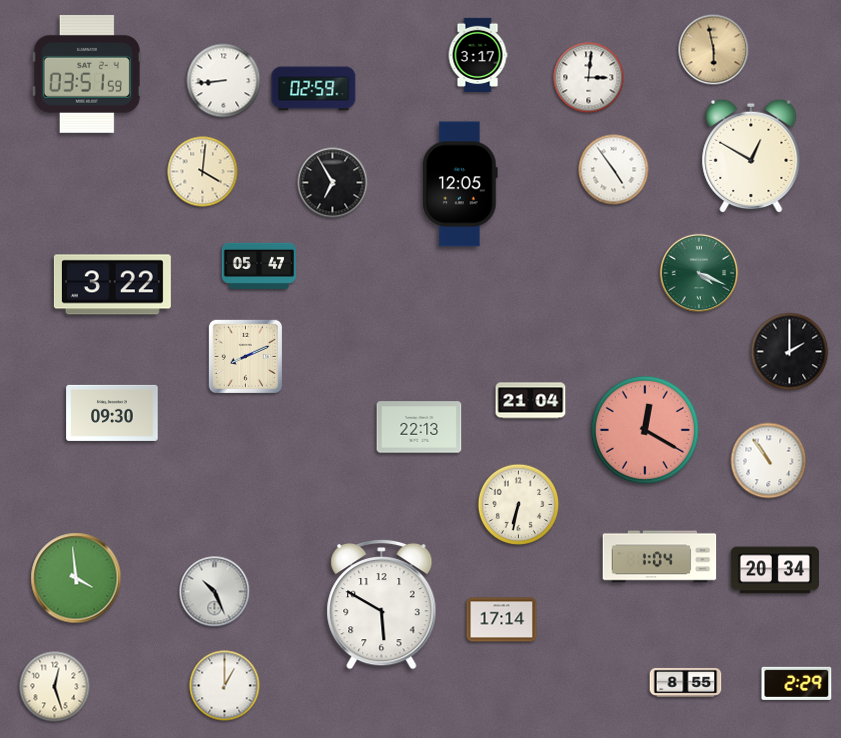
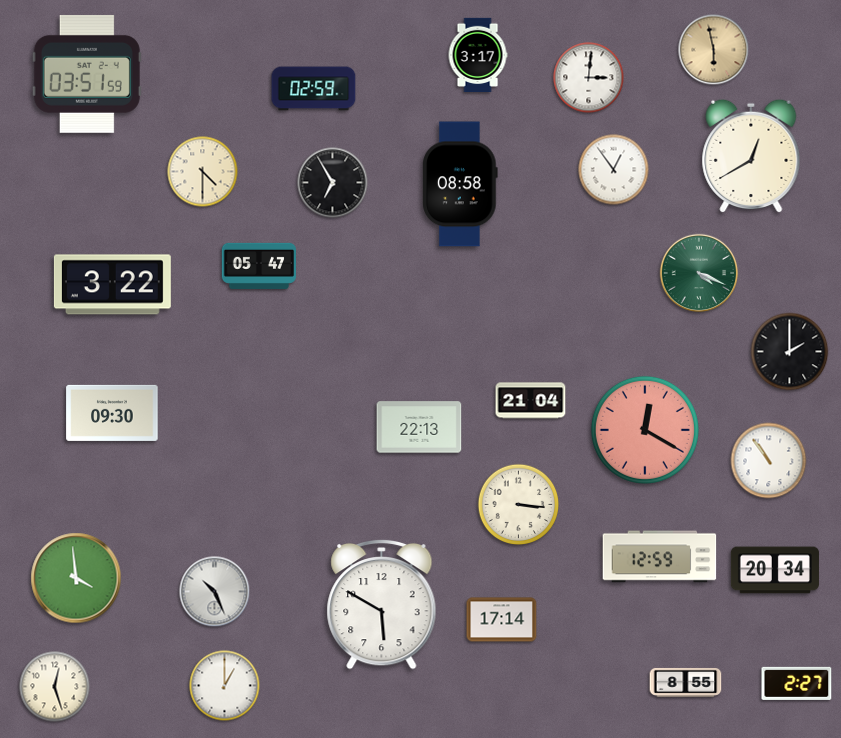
clock at (224, 81): 8:44 -> none
clock at (751, 156): 12:50 -> 12:40
clock at (614, 170): 4:54 -> 12:54
clock at (203, 172): 4:01 -> 4:30
clock at (461, 184): 12:05 -> 08:58
clock at (245, 356): 8:11 -> none
clock at (519, 505): 6:32 -> 3:16
clock at (660, 557): 1:04 -> 12:59
clock at (797, 683): 2:29 -> 2:27
